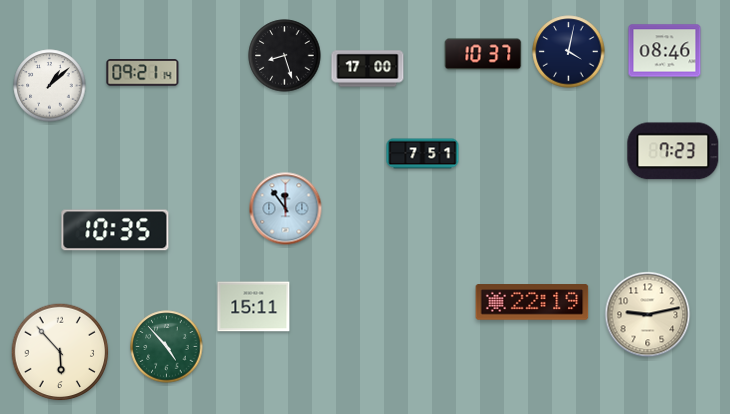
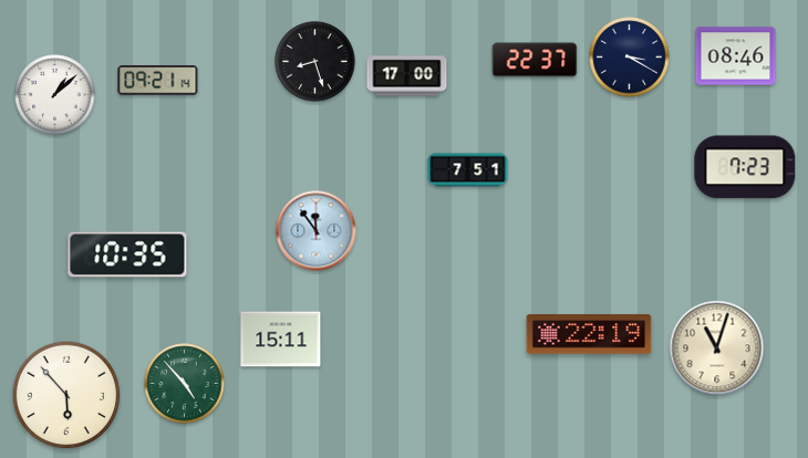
clock at (569, 52): 4:02 -> 3:20
clock at (483, 54): 10:37 -> 22:37
clock at (648, 315): 9:13 -> 11:03
clock at (60, 352) position: (60, 352) -> (66, 395)
